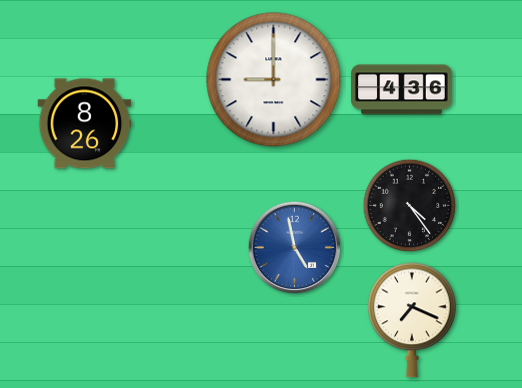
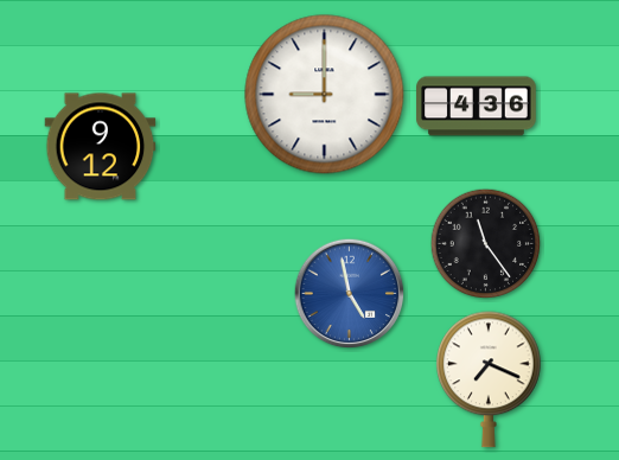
clock at (85, 124): 8:26 -> 9:12
clock at (410, 206): 4:24 -> 11:24
